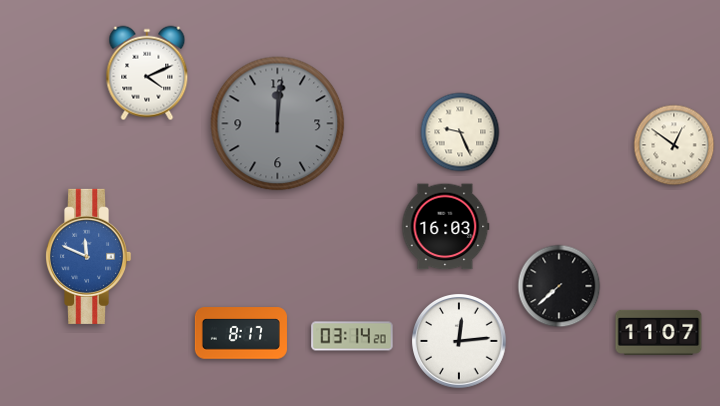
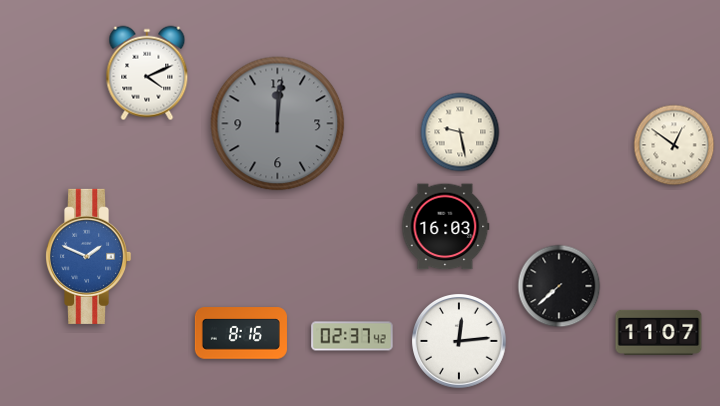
clock at (460, 132): 9:26 -> 9:28
clock at (89, 256): 11:49 -> 1:49
clock at (241, 333): 8:17 -> 8:16
clock at (352, 336): 03:14 -> 02:37
